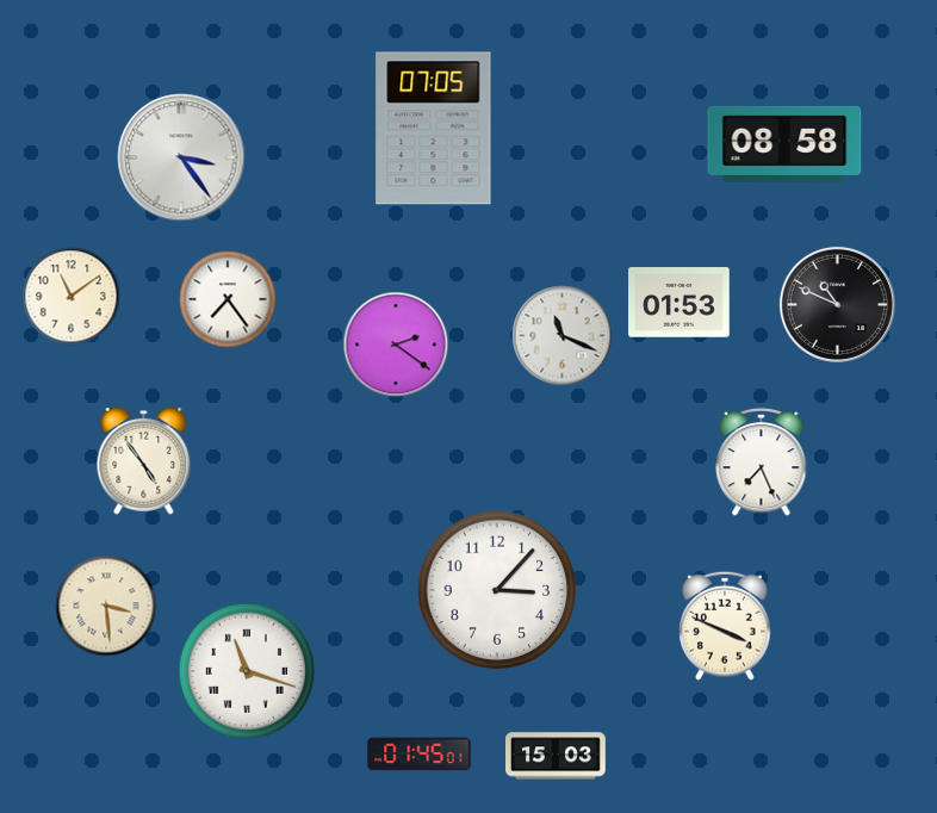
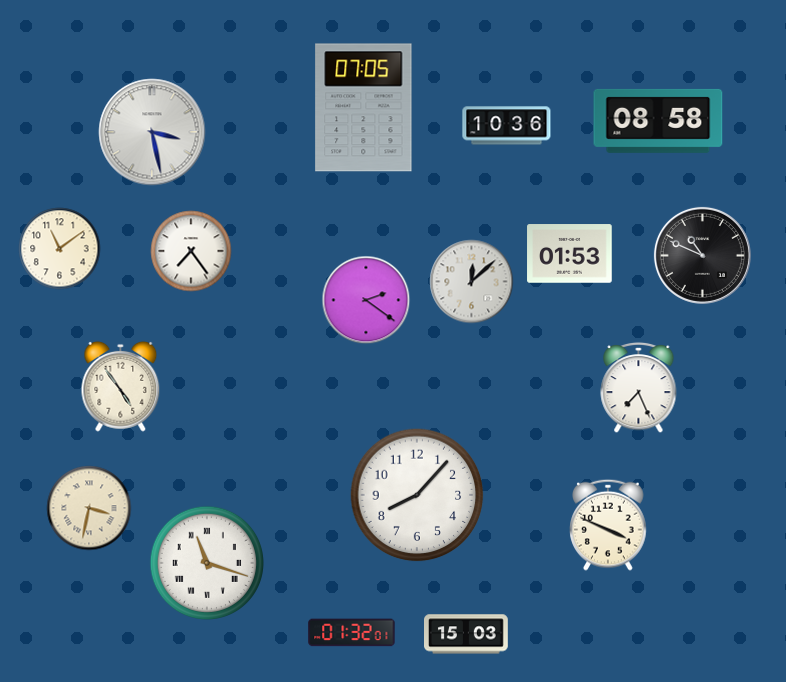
clock at (507, 126): none -> 10:36
clock at (181, 157): 3:24 -> 3:28
clock at (563, 336): 11:19 -> 12:08
clock at (396, 345) position: (396, 345) -> (366, 300)
clock at (497, 590): 3:07 -> 8:07
clock at (106, 606): 3:29 -> 3:32
clock at (420, 755): 01:45 -> 01:32
